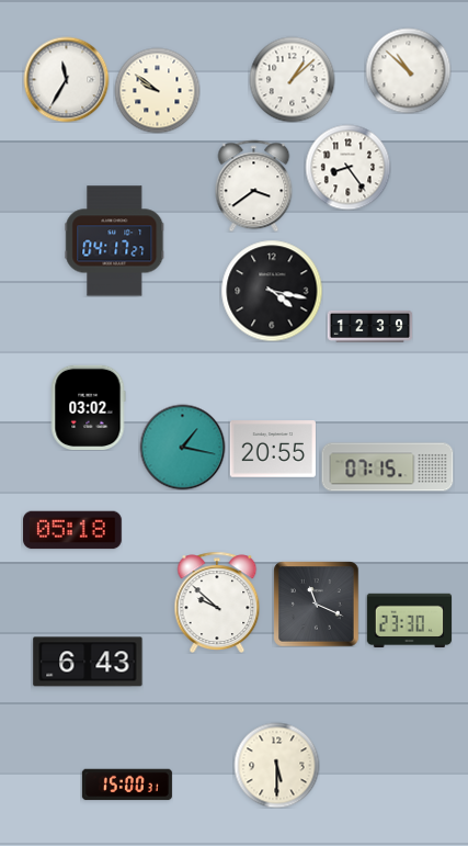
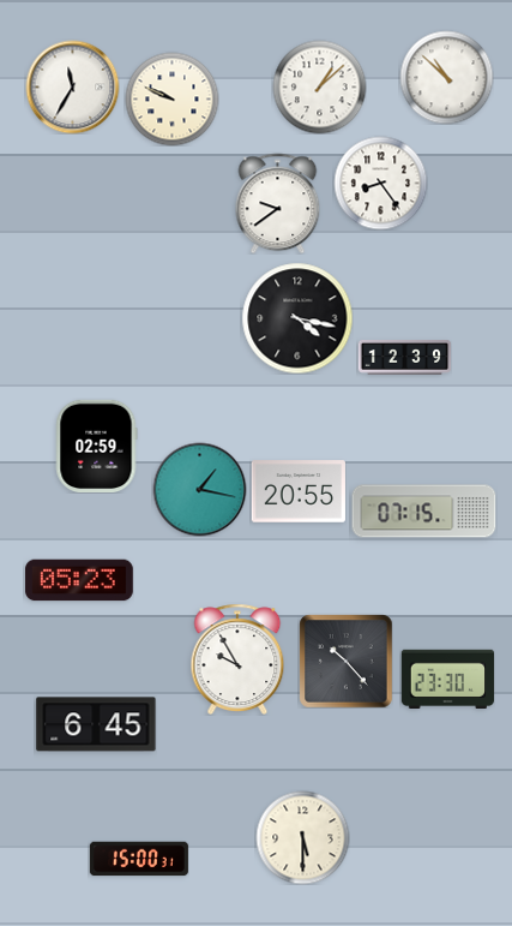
clock at (157, 90): 9:51 -> 9:49
clock at (254, 185): 3:39 -> 9:39
clock at (115, 241): 04:17 -> none
clock at (88, 407): 03:02 -> 02:59
clock at (72, 530): 05:18 -> 05:23
clock at (217, 601): 9:52 -> 9:55
clock at (316, 604): 11:19 -> 10:23
clock at (88, 662): 6:43 -> 6:45
